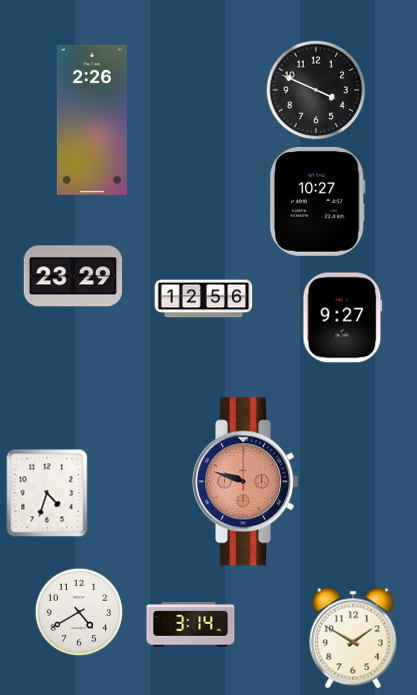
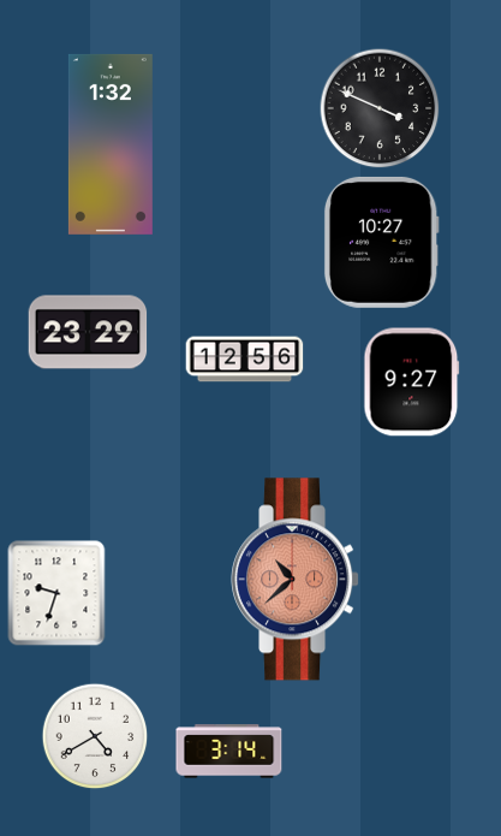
clock at (92, 120): 2:26 -> 1:32
clock at (246, 482): 9:48 -> 10:38
clock at (47, 493): 4:33 -> 9:33
clock at (353, 638): 1:50 -> none
